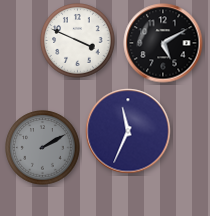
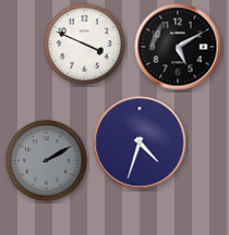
clock at (128, 131): 11:34 -> 4:33
